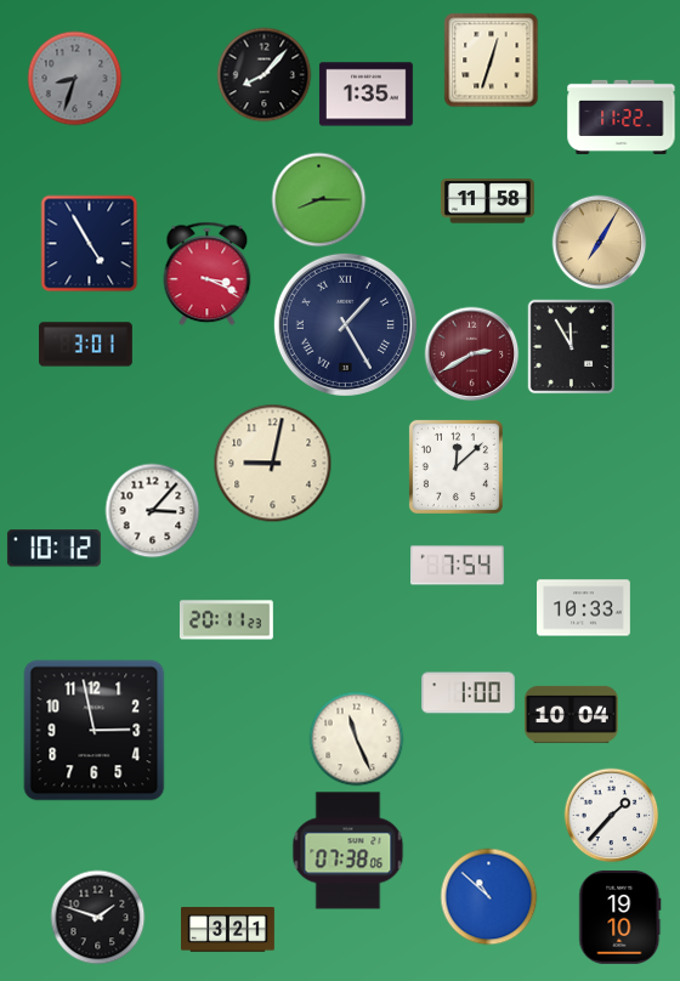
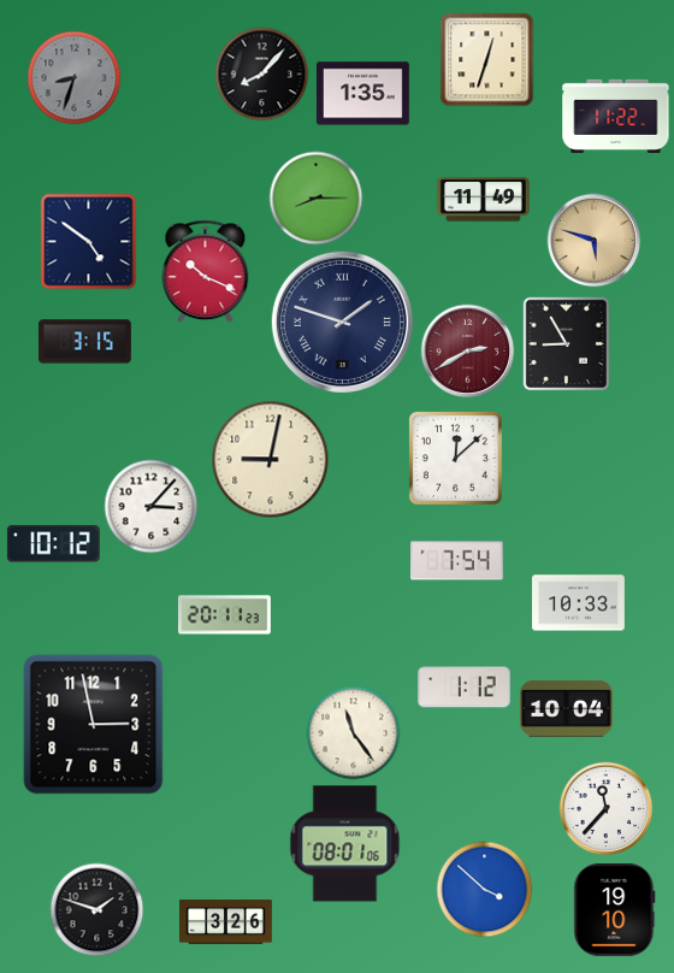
clock at (487, 202): 11:58 -> 11:49
clock at (599, 242): 7:05 -> 5:48
clock at (89, 243): 4:55 -> 4:51
clock at (208, 273): 3:19 -> 10:19
clock at (345, 324): 1:25 -> 1:48
clock at (86, 345): 3:01 -> 3:15
clock at (572, 346): 11:55 -> 8:55
clock at (455, 466) position: (455, 466) -> (455, 458)
clock at (458, 566) position: (458, 566) -> (457, 561)
clock at (469, 693): 1:00 -> 1:12
clock at (356, 738): 11:26 -> 11:24
clock at (611, 815): 1:37 -> 11:37
clock at (348, 851): 07:38 -> 08:01
clock at (488, 896): 10:52 -> 3:52
clock at (228, 930): 3:21 -> 3:26
